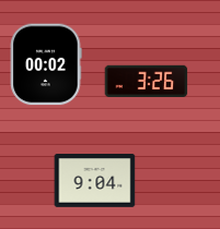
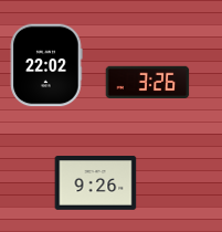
clock at (46, 64): 00:02 -> 22:02
clock at (95, 181): 9:04 -> 9:26
